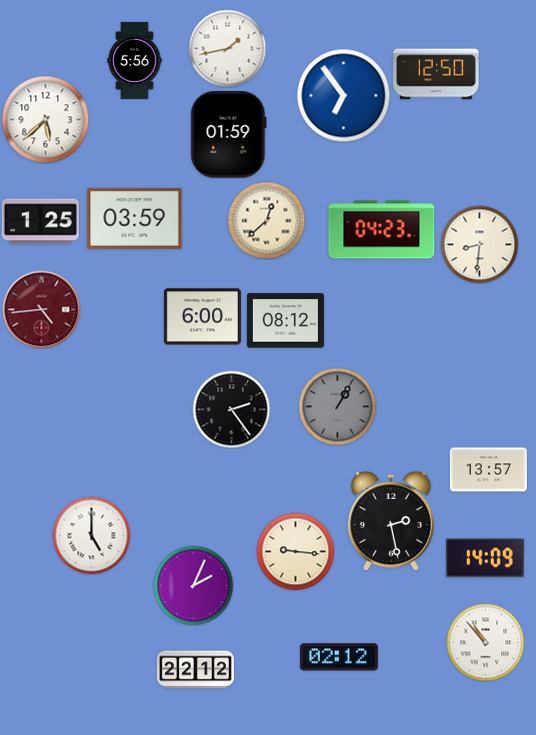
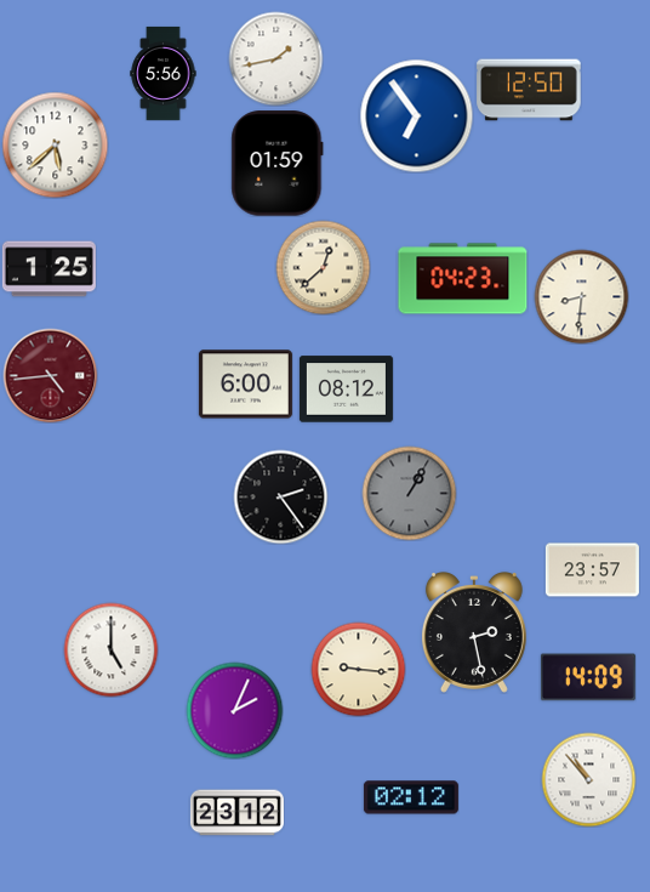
clock at (135, 218): 03:59 -> none
clock at (488, 470): 13:57 -> 23:57
clock at (195, 670): 22:12 -> 23:12
